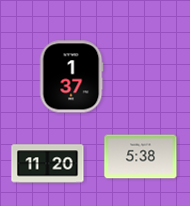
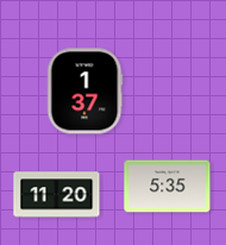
clock at (141, 157): 5:38 -> 5:35
